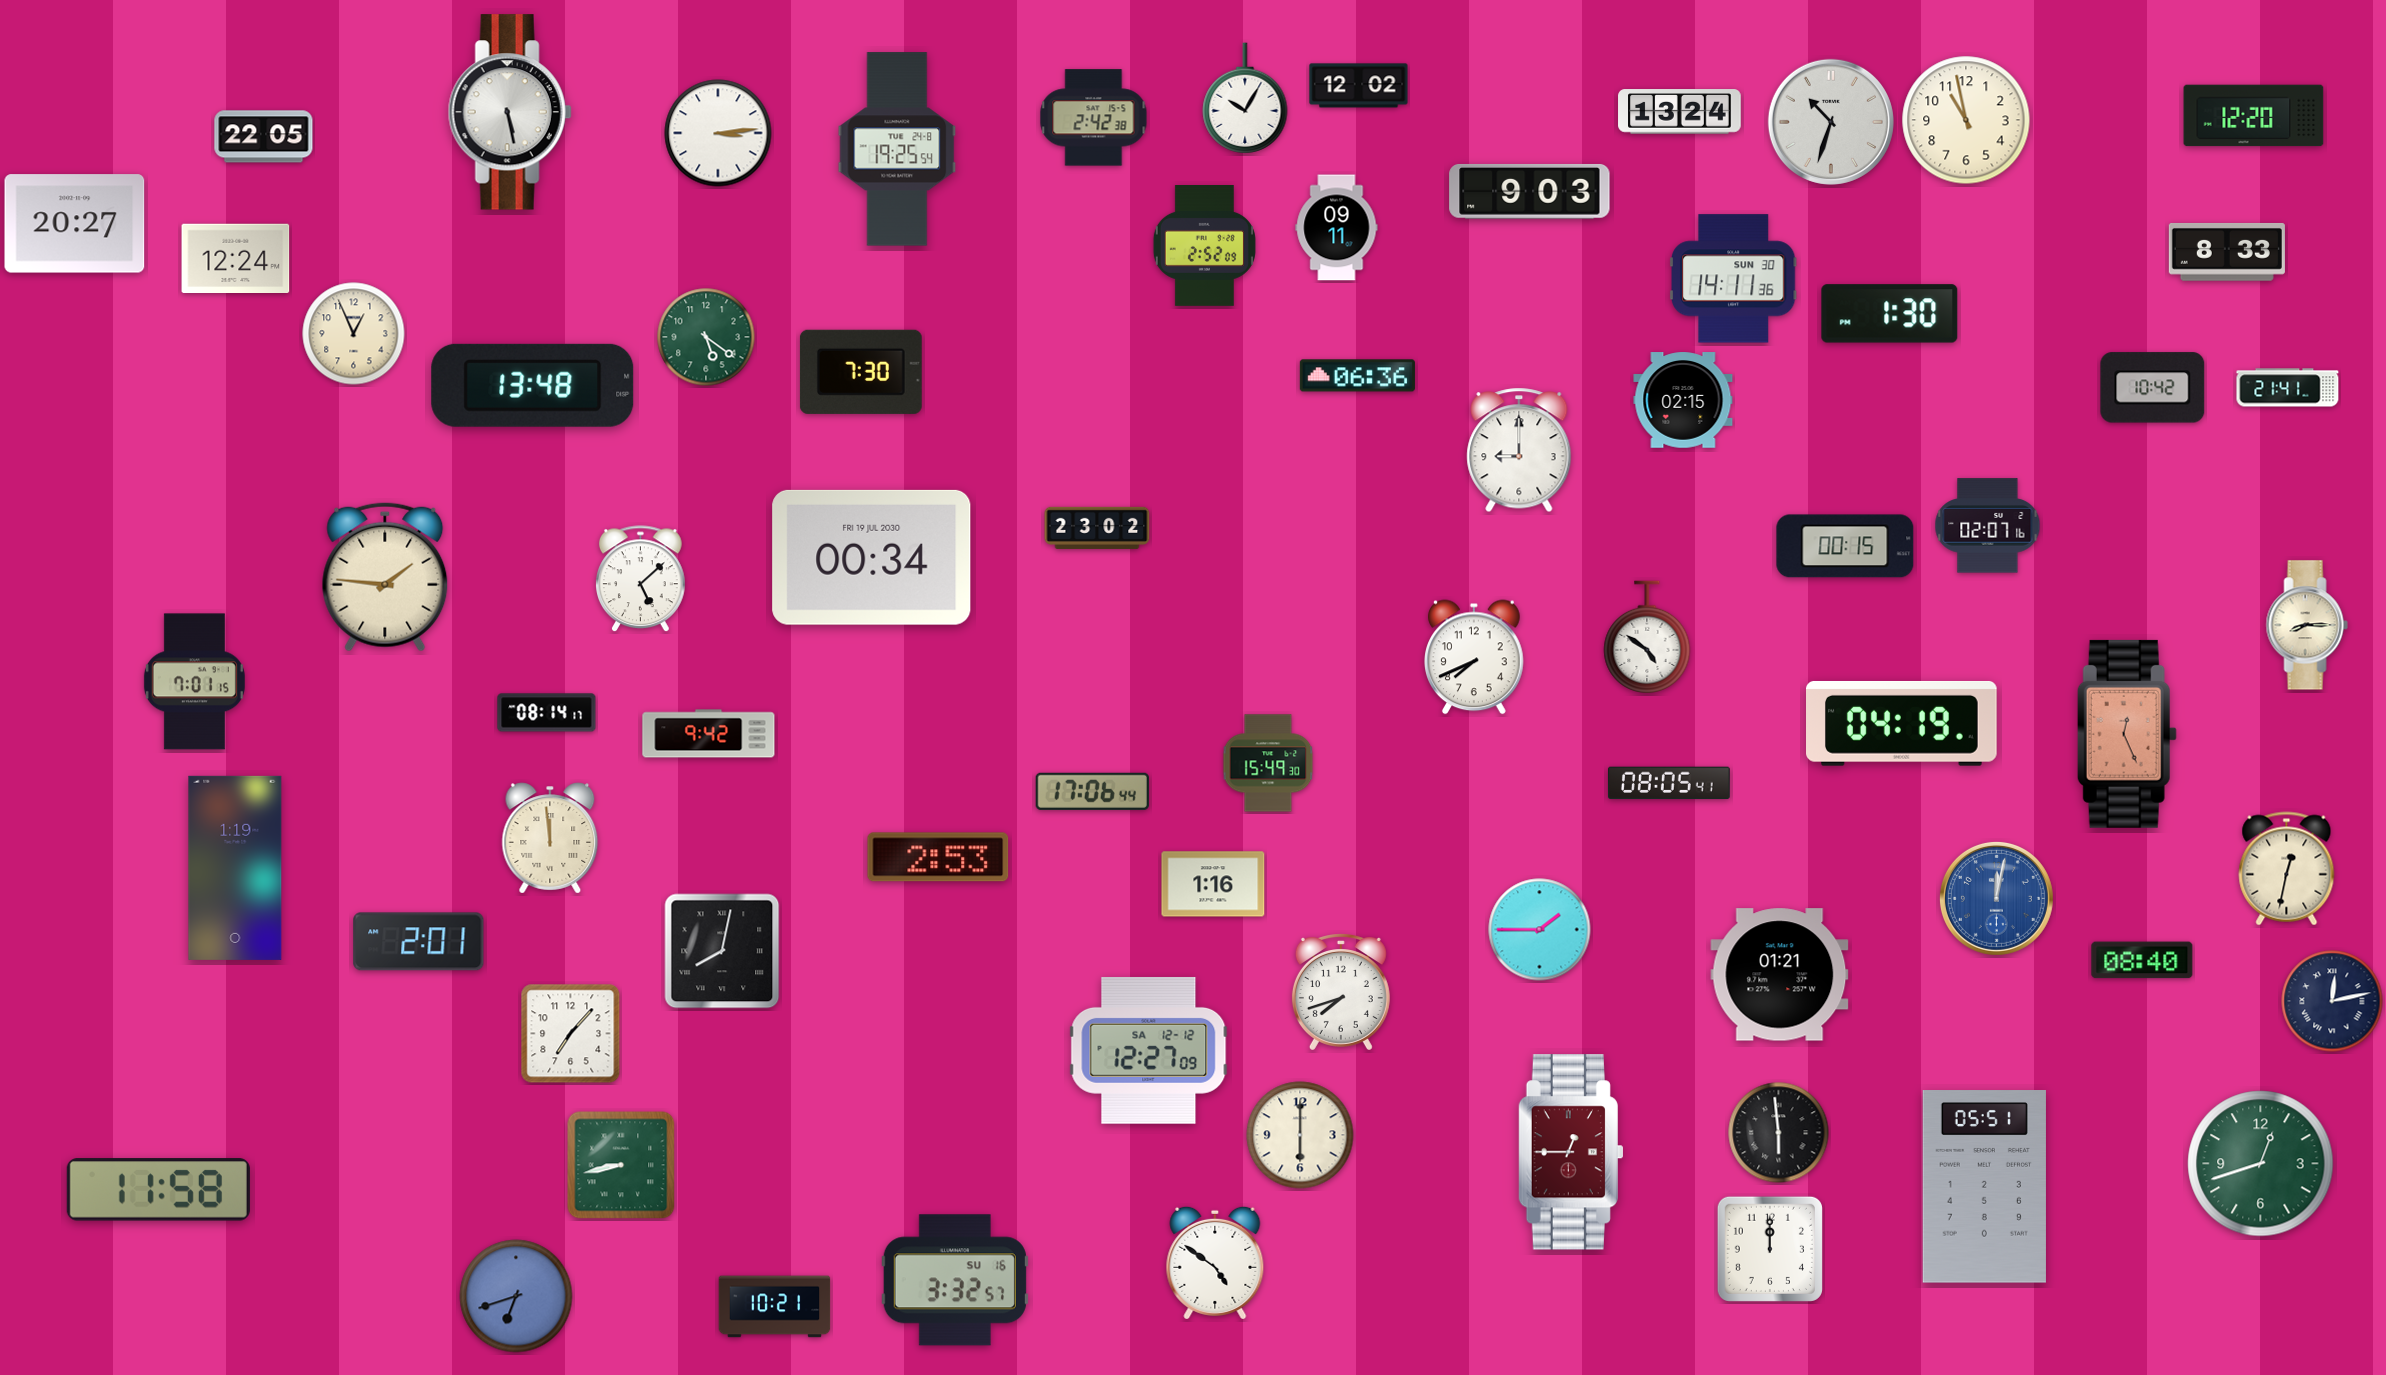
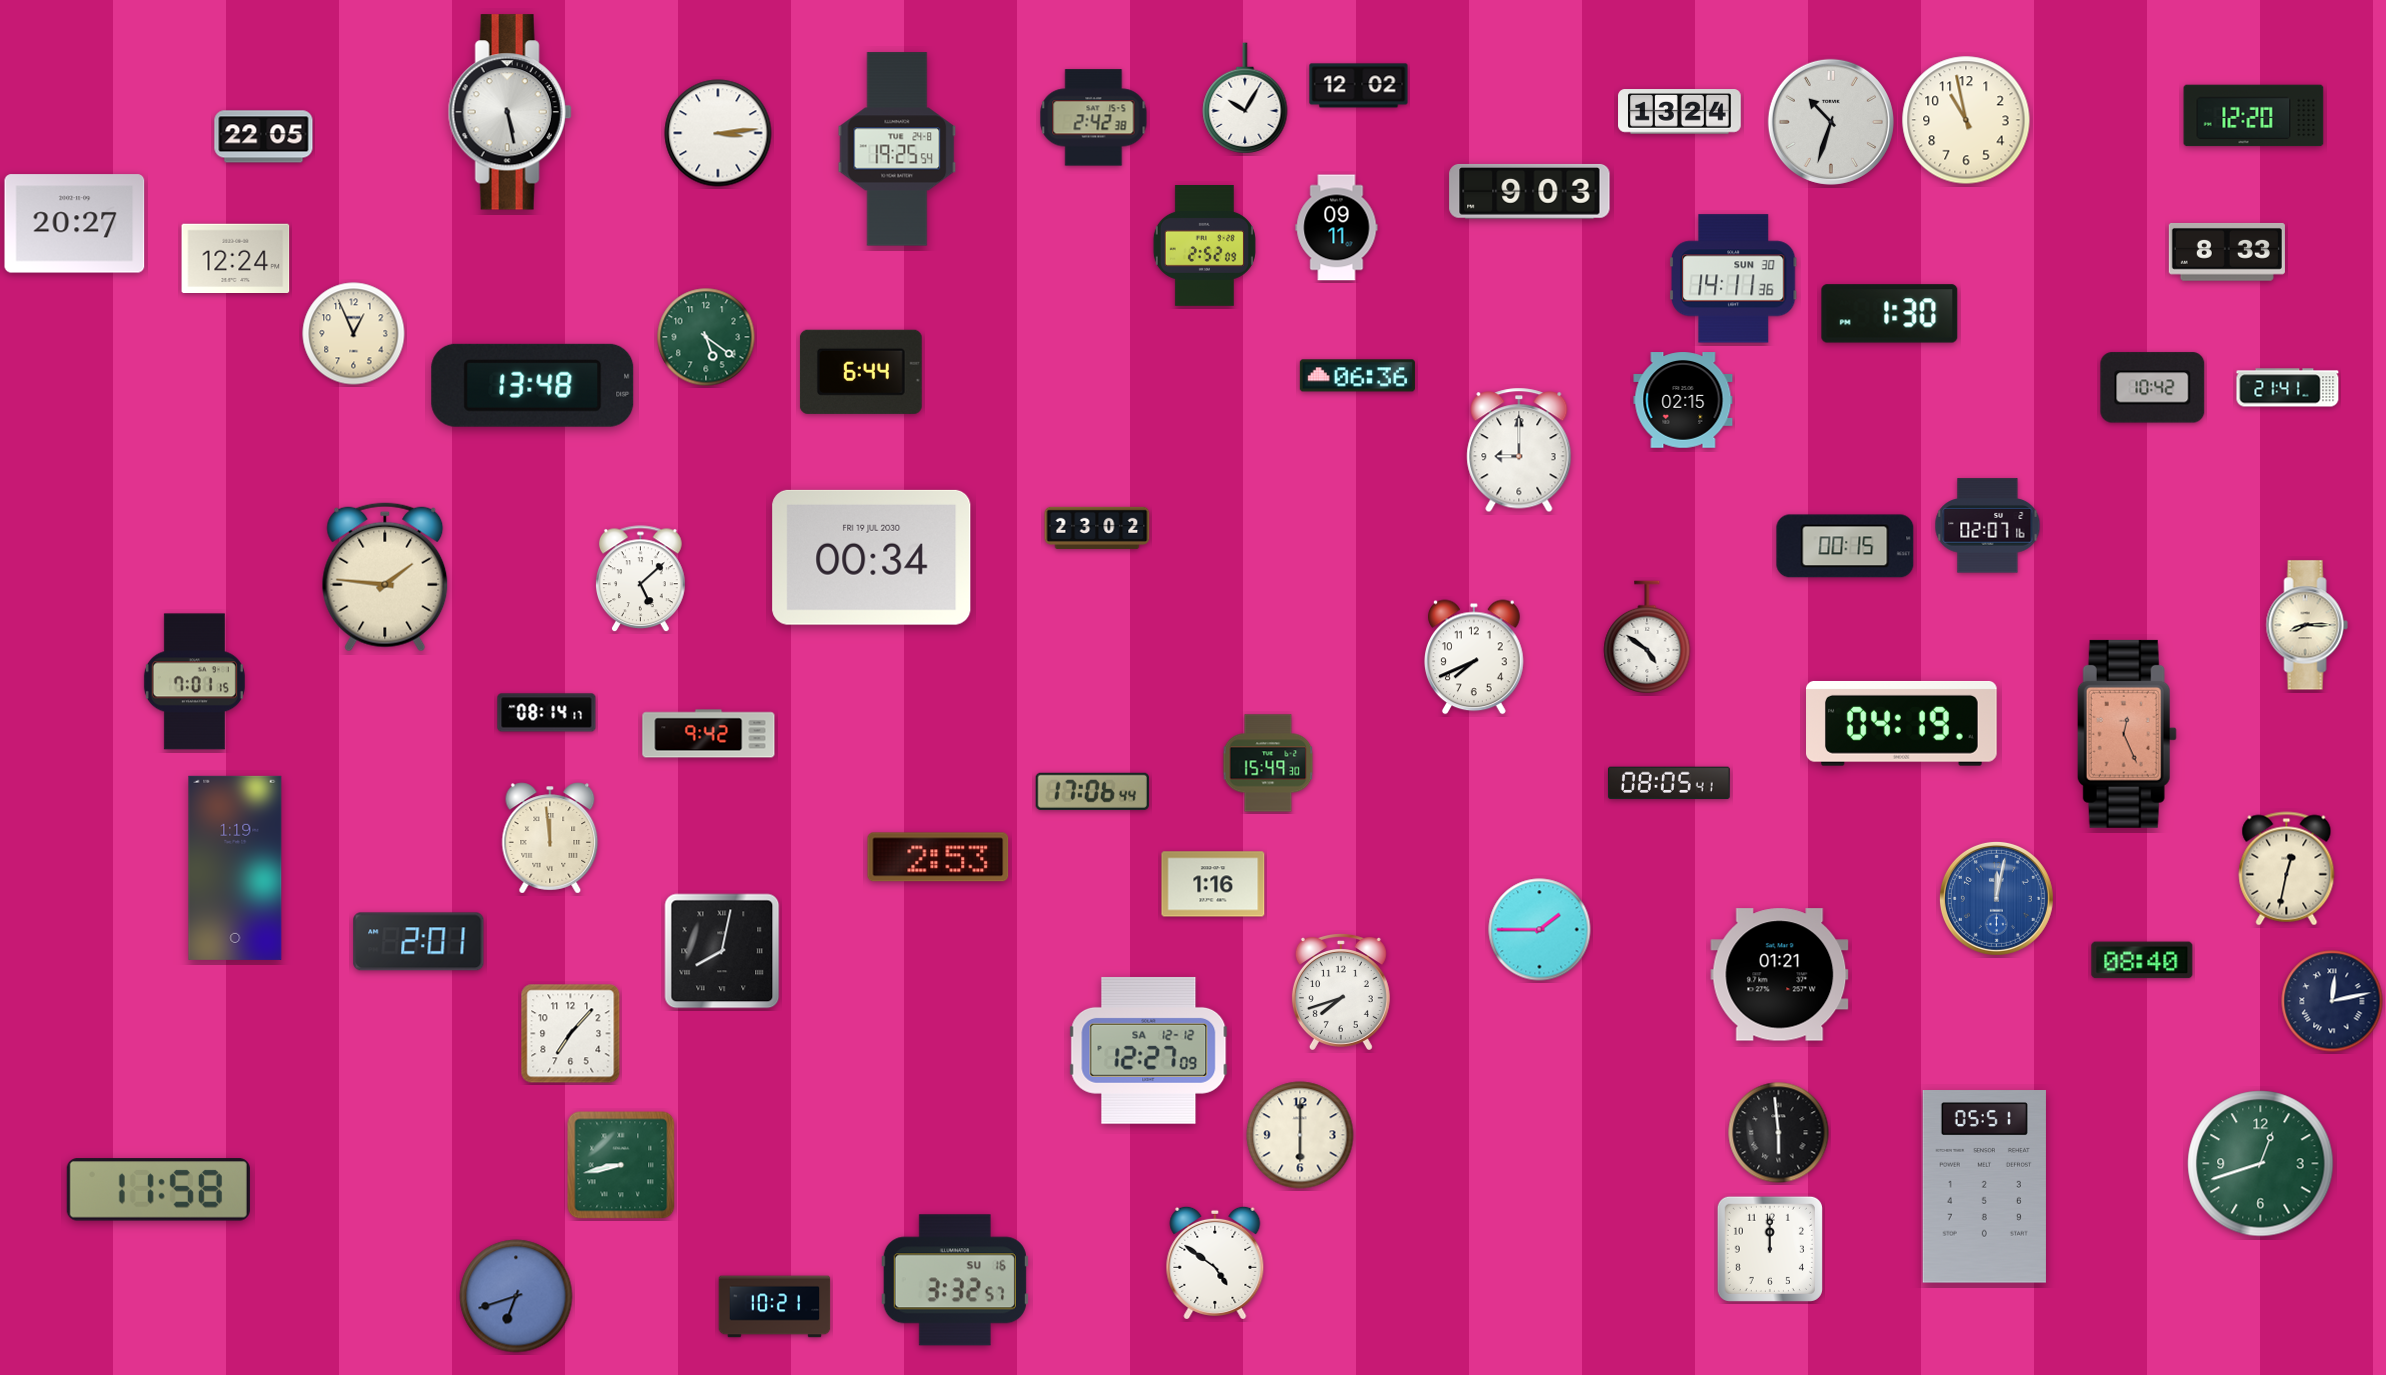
clock at (861, 372): 7:30 -> 6:44
clock at (1570, 1152): 12:45 -> none
